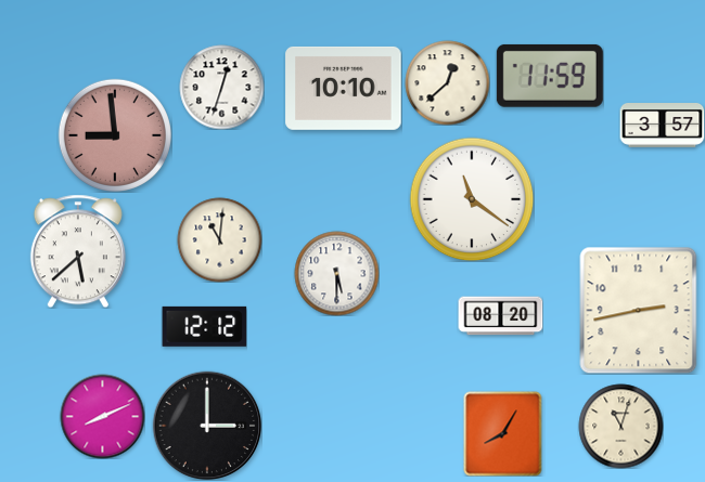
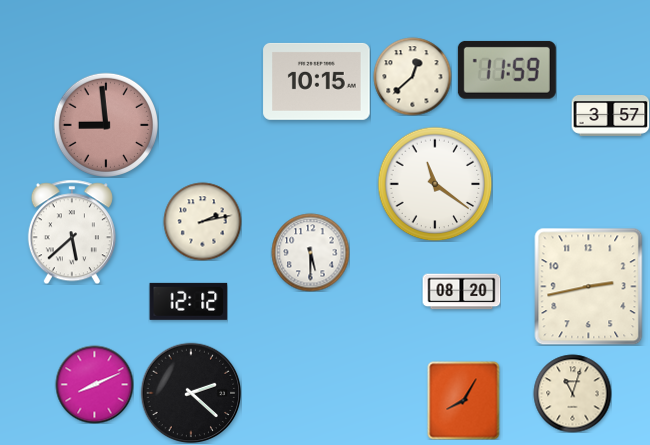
clock at (221, 87): 12:33 -> none
clock at (344, 88): 10:10 -> 10:15
clock at (219, 239): 11:01 -> 2:13
clock at (207, 426): 3:00 -> 2:22
